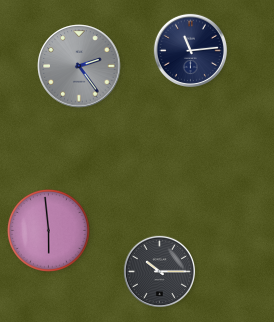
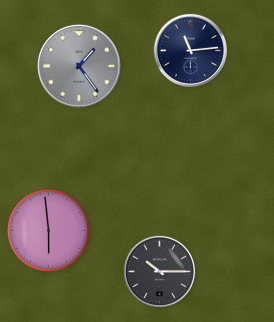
clock at (79, 66): 2:24 -> 1:24
